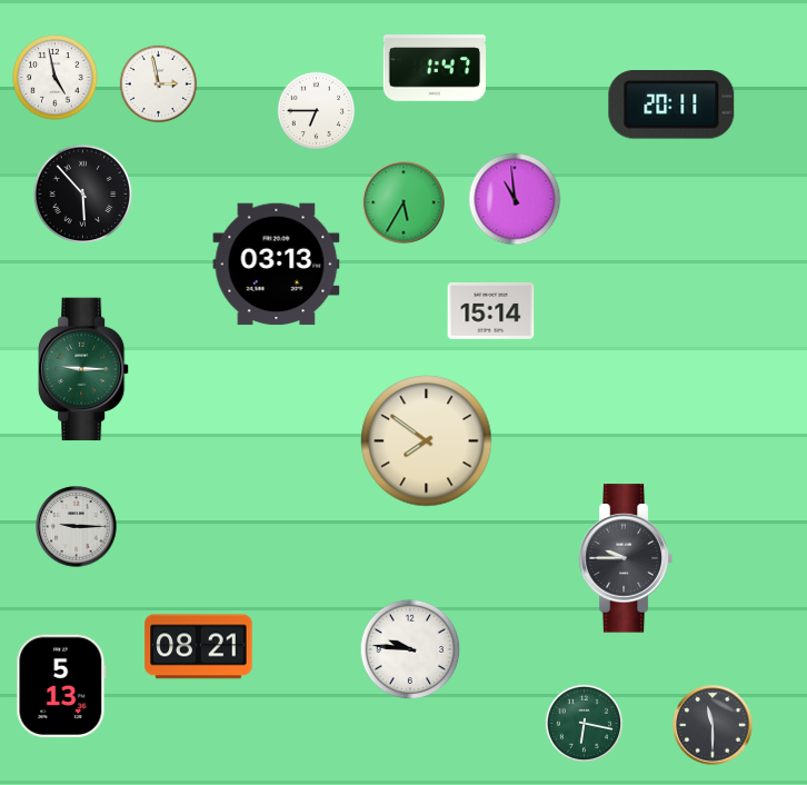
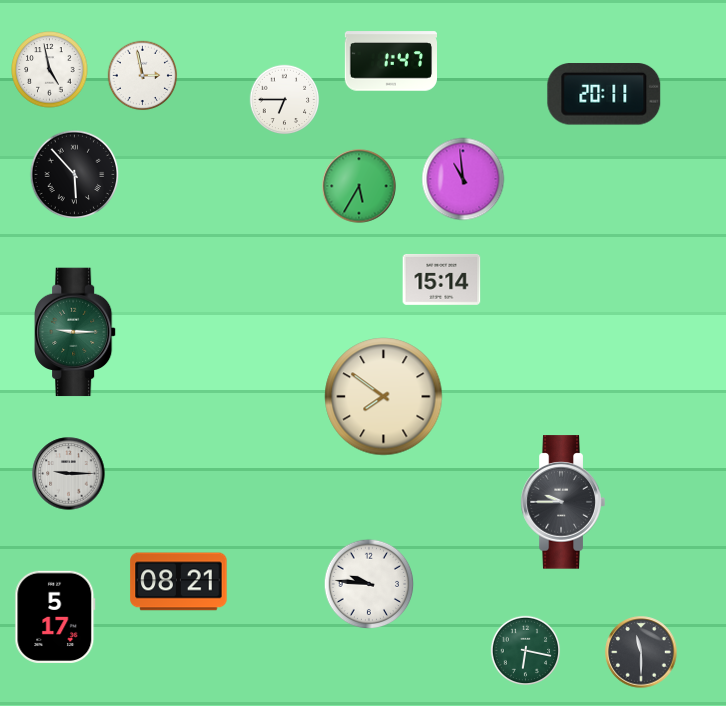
clock at (403, 202) position: (403, 202) -> (359, 186)
clock at (277, 265): 03:13 -> none
clock at (61, 685): 5:13 -> 5:17
